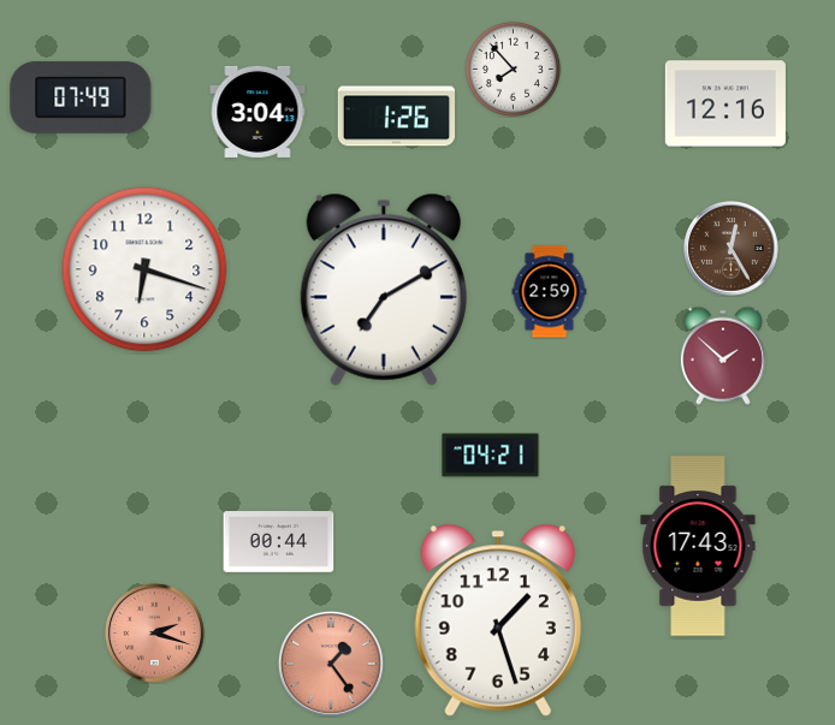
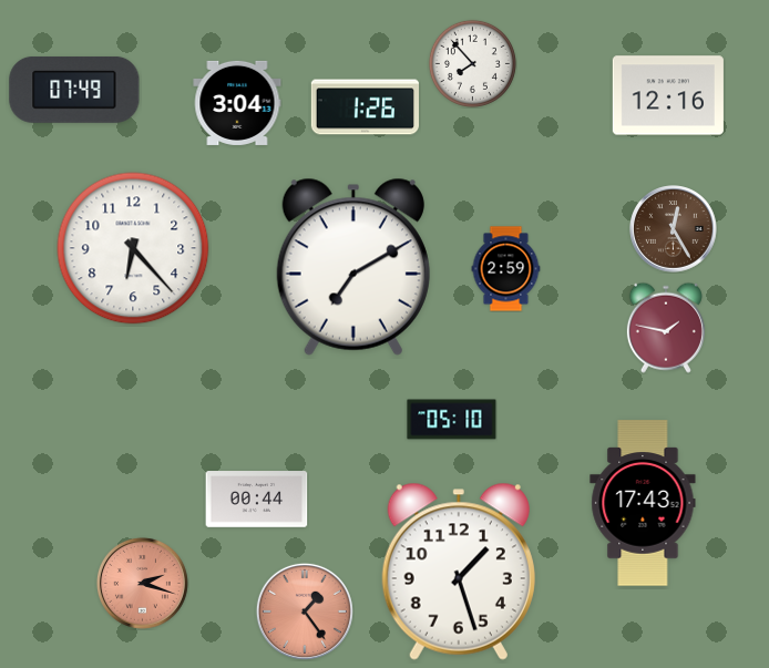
clock at (144, 269): 6:18 -> 6:23
clock at (723, 356): 1:52 -> 1:47
clock at (491, 456): 04:21 -> 05:10
